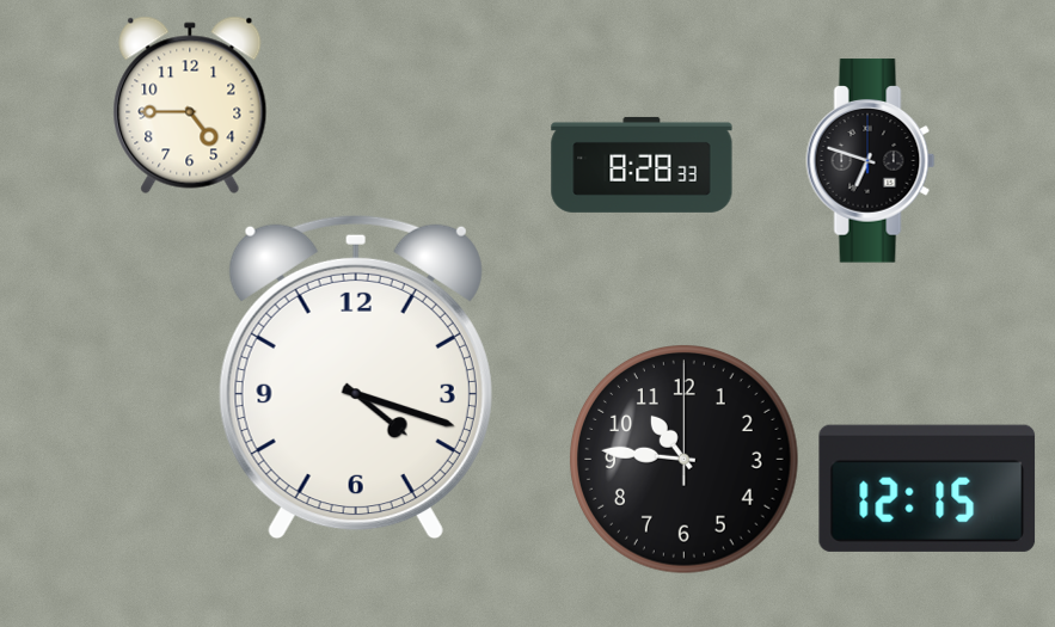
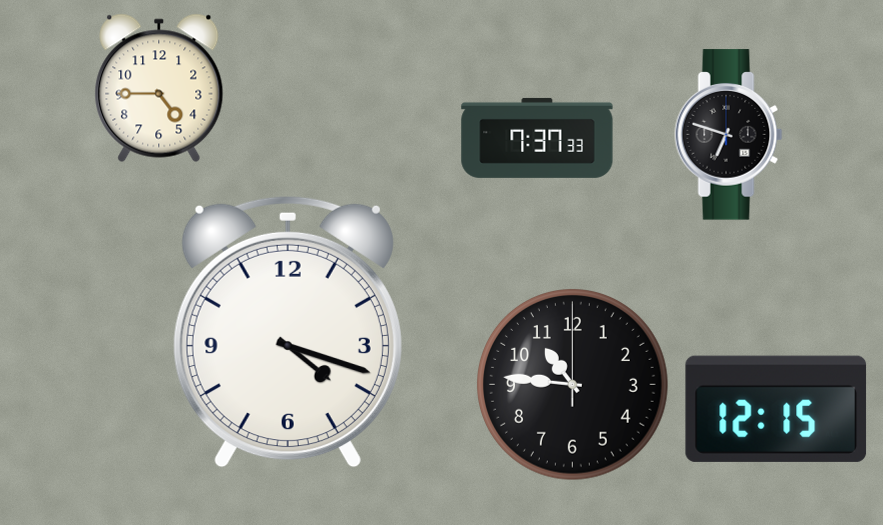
clock at (642, 165): 8:28 -> 7:37
clock at (356, 377) position: (356, 377) -> (288, 332)
